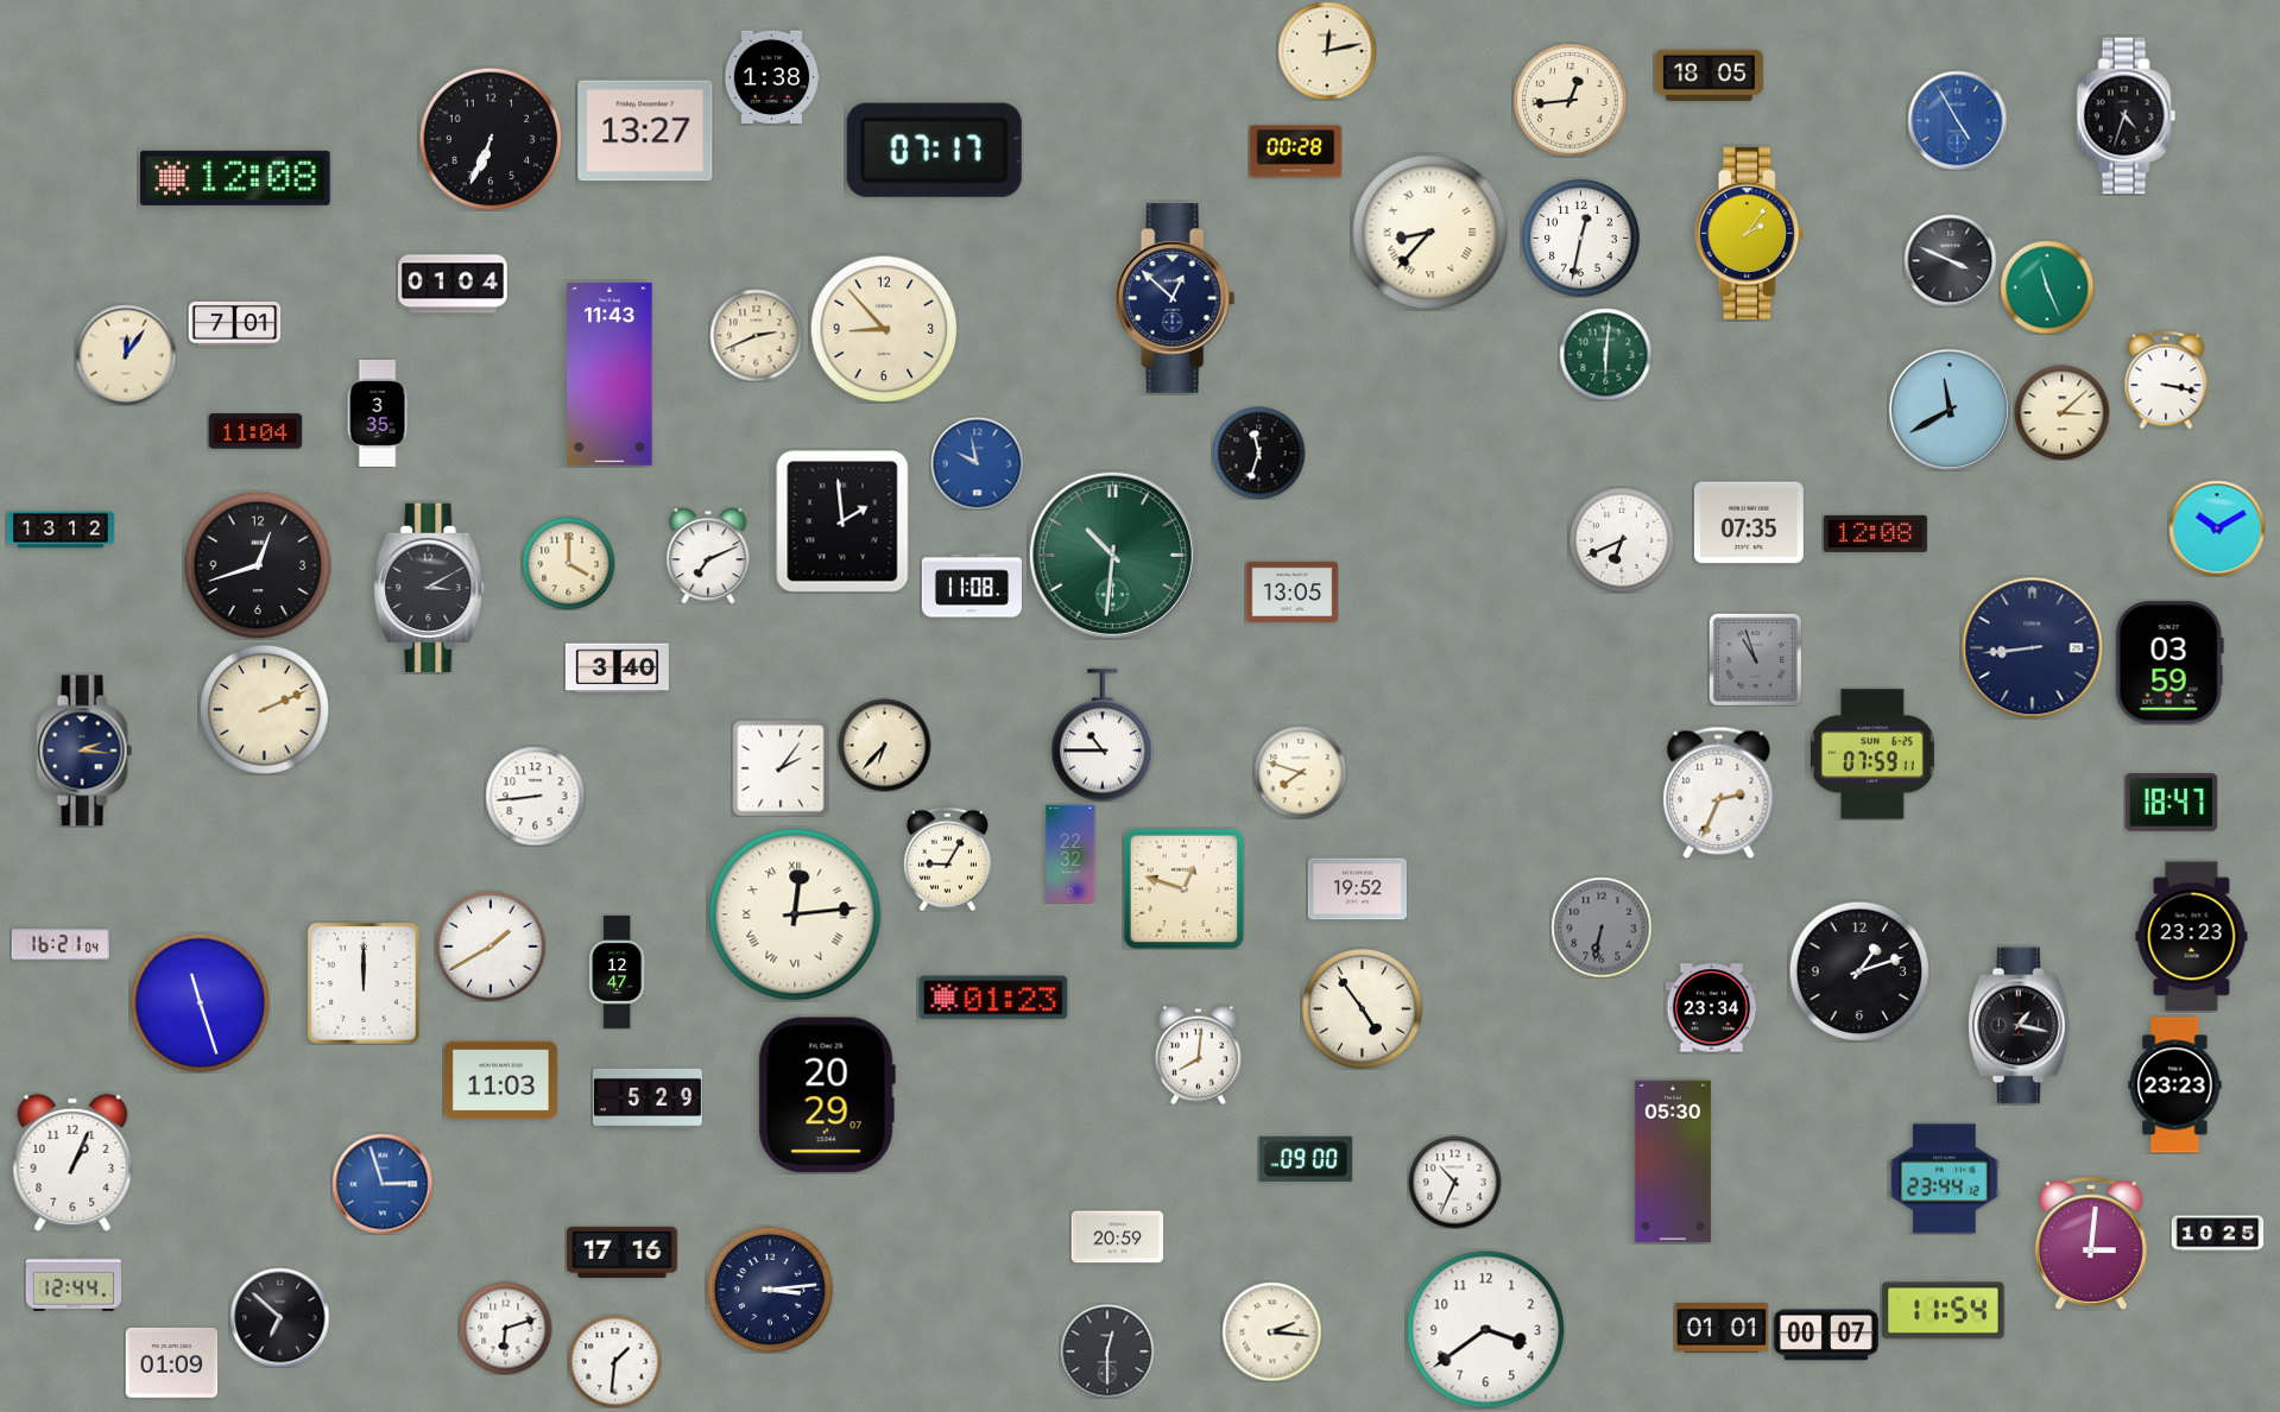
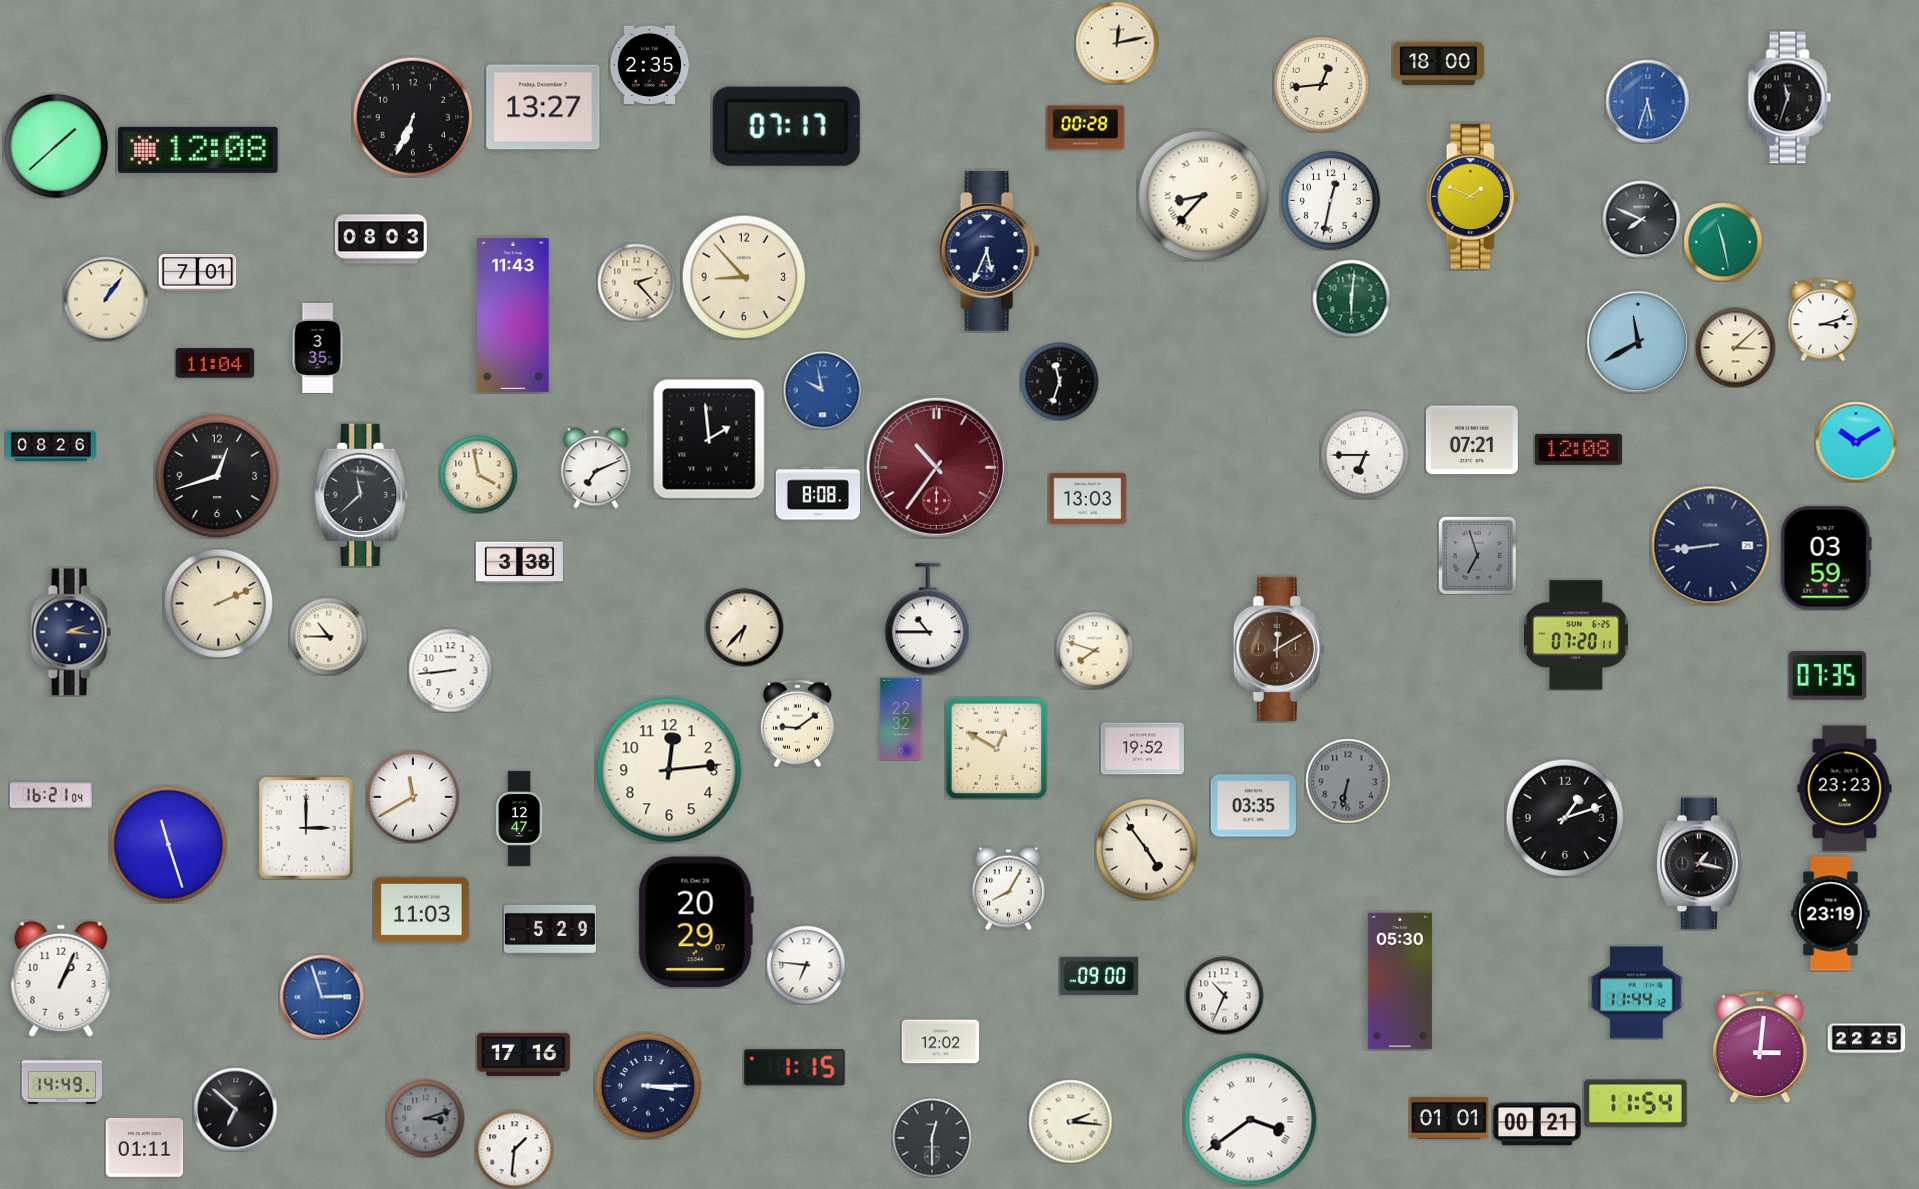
clock at (1709, 76): 18:05 -> 18:00
clock at (772, 77): 1:38 -> 2:35
clock at (2127, 116): 4:33 -> 11:33
clock at (1957, 120): 4:55 -> 5:33
clock at (645, 131) position: (645, 131) -> (543, 107)
clock at (1295, 152) position: (1295, 152) -> (1085, 128)
clock at (56, 146): none -> 1:38
clock at (1749, 233): 2:06 -> 1:49
clock at (1950, 260): 3:49 -> 7:49
clock at (453, 284): 01:04 -> 08:03
clock at (2047, 287): 11:26 -> 11:28
clock at (1175, 298): 12:52 -> 5:34
clock at (756, 335): 2:41 -> 2:23
clock at (126, 355): 12:06 -> 1:06
clock at (2166, 380): 3:17 -> 3:12
clock at (1950, 410) position: (1950, 410) -> (1638, 342)
clock at (1749, 523): 07:35 -> 07:21
clock at (2217, 528) position: (2217, 528) -> (1856, 442)
clock at (61, 530): 13:12 -> 08:26
clock at (1622, 540): 6:41 -> 6:45
clock at (1112, 555): 10:31 -> 10:36
clock at (1112, 555) dial: green -> burgundy
clock at (568, 563): 4:00 -> 3:58
clock at (971, 585): 11:08 -> 8:08
clock at (429, 588): 3:10 -> 11:38
clock at (1291, 591): 13:05 -> 13:03
clock at (1755, 659): 10:57 -> 6:57
clock at (617, 669): 3:40 -> 3:38
clock at (264, 709) position: (264, 709) -> (218, 603)
clock at (1872, 754): 07:59 -> 07:20
clock at (328, 636): none -> 10:45
clock at (781, 768): 2:06 -> none
clock at (1279, 649): none -> 12:10
clock at (1719, 792): 2:34 -> none
clock at (2171, 803): 18:47 -> 07:35
clock at (947, 859): 9:05 -> 9:09
clock at (1183, 888): 12:48 -> 12:50
clock at (795, 914) numerals: Roman -> Arabic
clock at (491, 946): 1:40 -> 11:40
clock at (1253, 806): none -> 03:35
clock at (364, 983): 12:00 -> 3:00
clock at (993, 998): 01:23 -> none
clock at (1711, 1008): 23:34 -> none
clock at (1198, 1055): 8:01 -> 8:05
clock at (2175, 1085): 23:23 -> 23:19
clock at (648, 1098) position: (648, 1098) -> (550, 930)
clock at (806, 965): none -> 6:46
clock at (1673, 1161) position: (1673, 1161) -> (1400, 981)
clock at (1944, 1179): 23:44 -> 11:44
clock at (2217, 1234): 10:25 -> 22:25
clock at (1117, 1237): 20:59 -> 12:02
clock at (795, 1068): none -> 1:15
clock at (74, 1284): 12:44 -> 14:49
clock at (770, 1290): 3:14 -> 3:15
clock at (505, 1328): 6:12 -> 3:12
clock at (505, 1328) dial: white -> grey
clock at (1486, 1330) numerals: Arabic -> Roman
clock at (1826, 1335): 00:07 -> 00:21
clock at (614, 1361) position: (614, 1361) -> (514, 1149)
clock at (171, 1362): 01:09 -> 01:11
